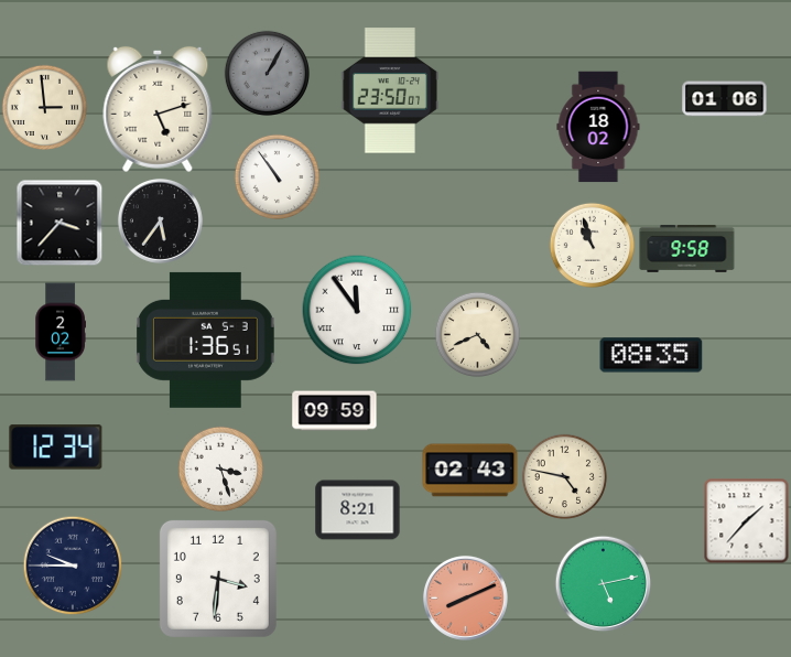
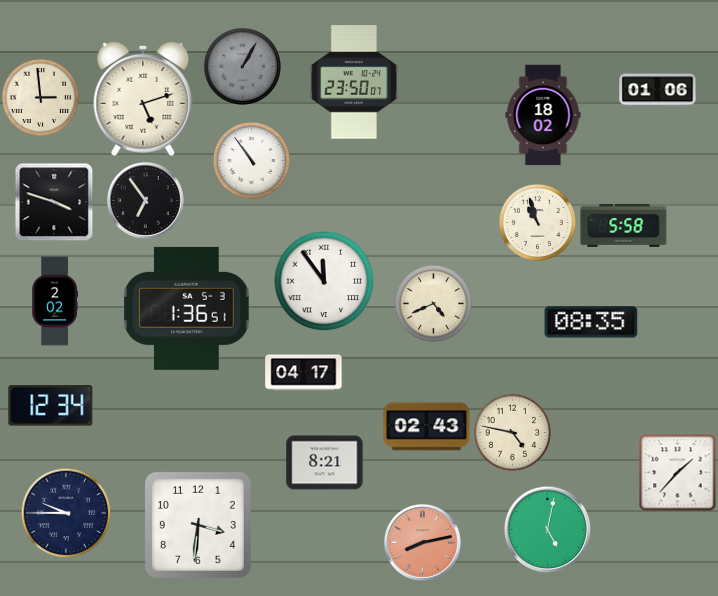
clock at (160, 220): 5:36 -> 6:54
clock at (59, 223): 3:37 -> 3:48
clock at (687, 248): 9:58 -> 5:58
clock at (335, 411): 09:59 -> 04:17
clock at (220, 468): 3:27 -> none
clock at (603, 583): 5:13 -> 5:02
clock at (465, 597): 8:11 -> 8:13
